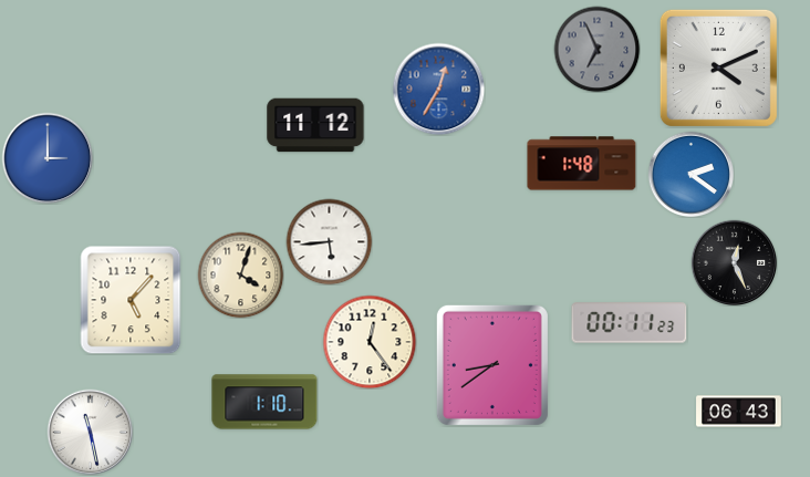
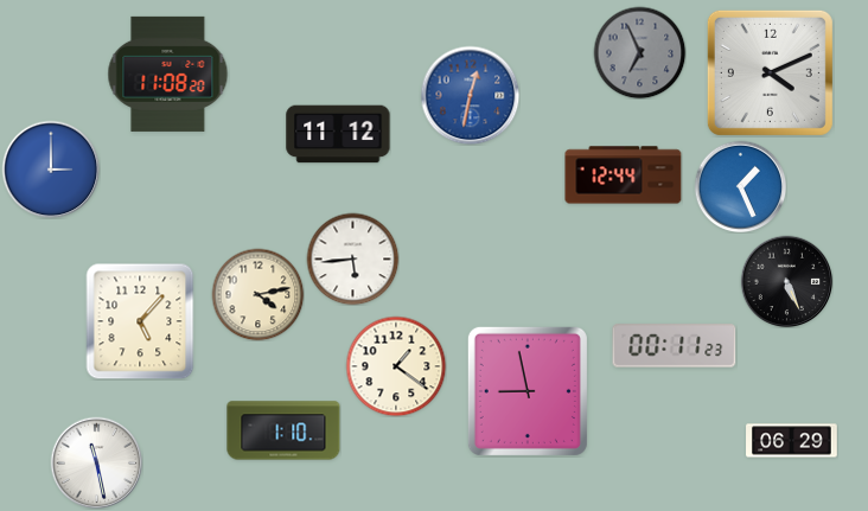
clock at (168, 74): none -> 11:08
clock at (438, 89): 12:35 -> 12:32
clock at (582, 164): 1:48 -> 12:44
clock at (690, 174): 2:21 -> 1:26
clock at (734, 262): 12:26 -> 5:26
clock at (240, 274): 4:03 -> 4:13
clock at (370, 342): 12:24 -> 1:21
clock at (492, 365): 8:39 -> 8:58
clock at (739, 412): 06:43 -> 06:29
